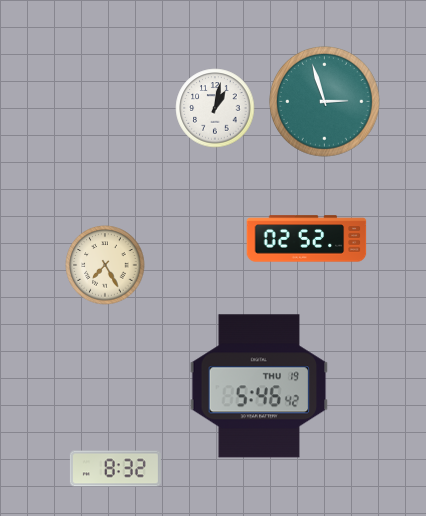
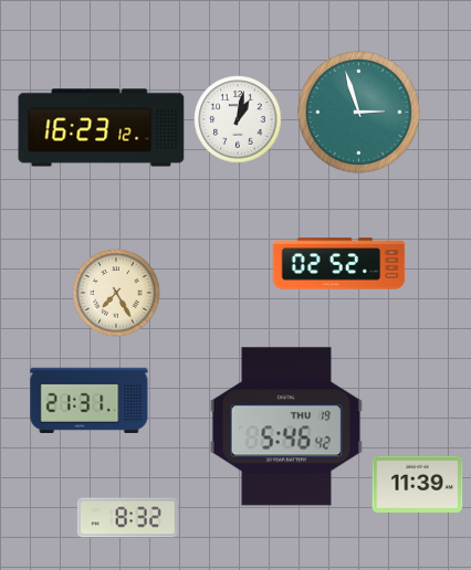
clock at (102, 128): none -> 16:23
clock at (90, 400): none -> 21:31
clock at (418, 485): none -> 11:39
